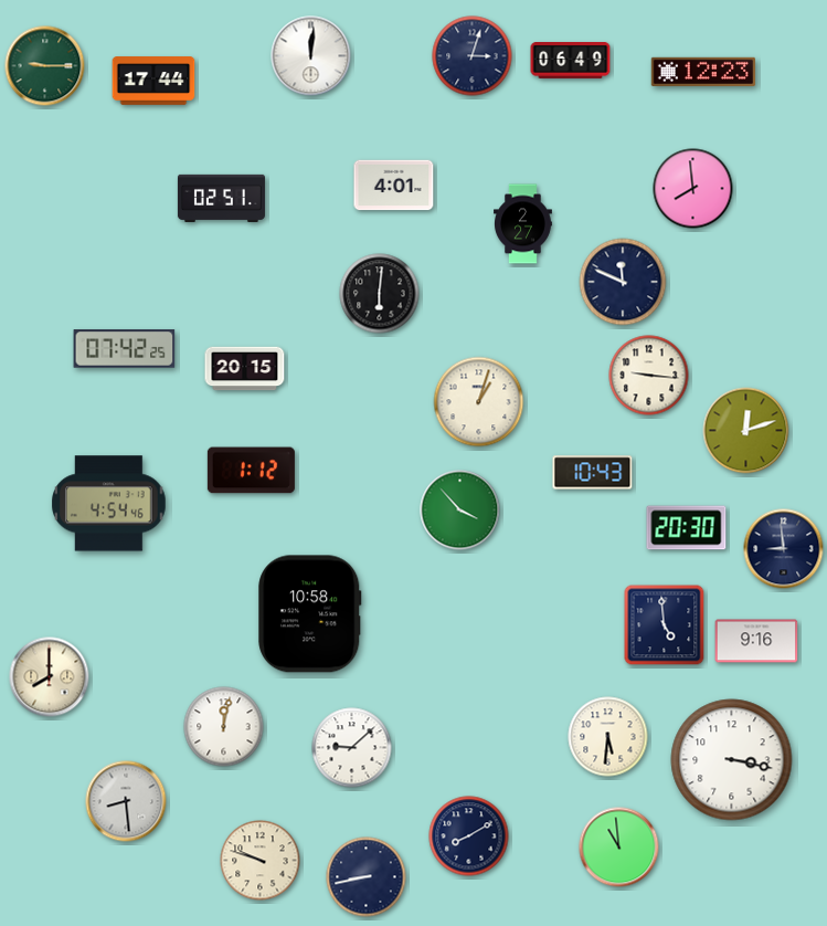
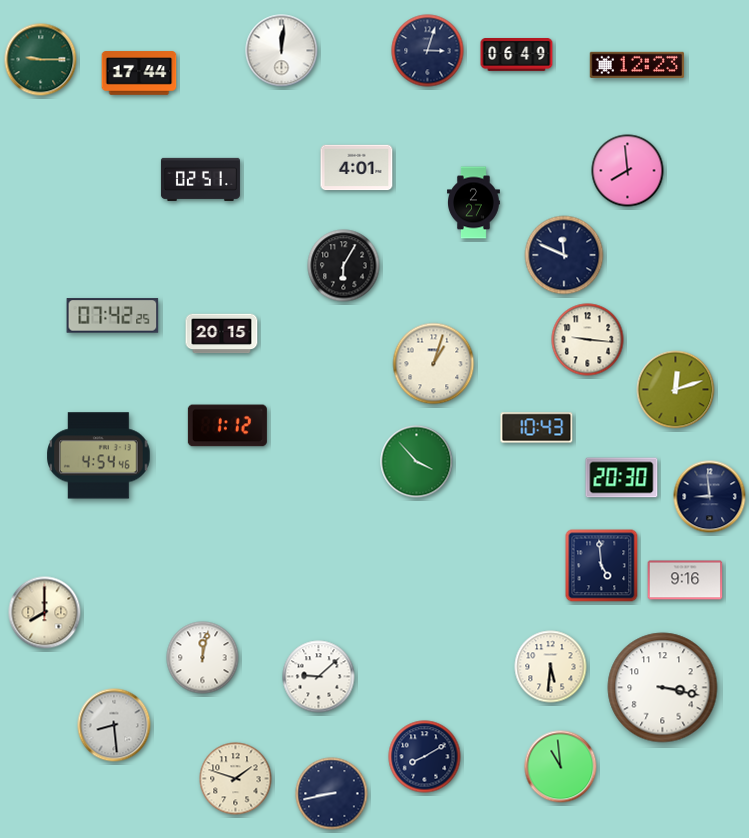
clock at (380, 294): 6:01 -> 6:05
clock at (310, 614): 10:58 -> none
clock at (261, 861): 9:48 -> 1:48
